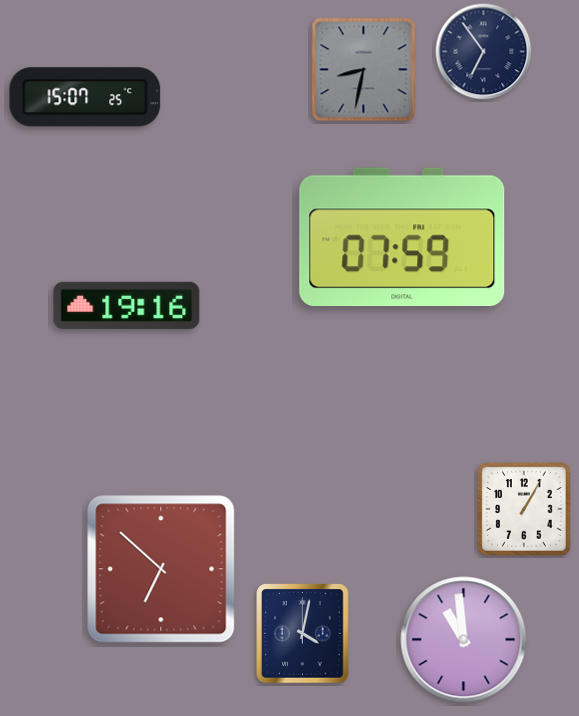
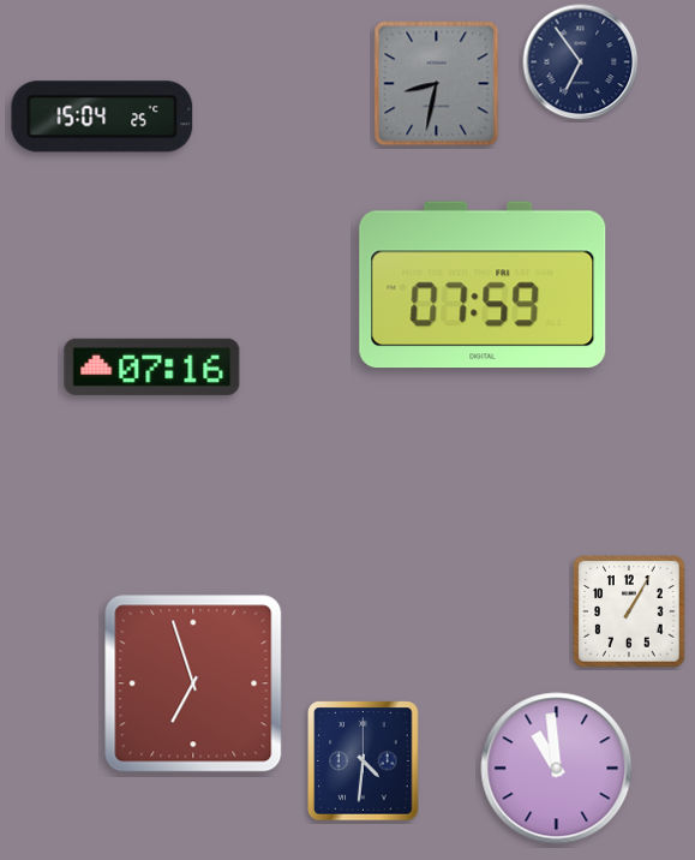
clock at (85, 97): 15:07 -> 15:04
clock at (127, 305): 19:16 -> 07:16
clock at (161, 569): 6:52 -> 6:57
clock at (303, 634): 4:02 -> 4:31
